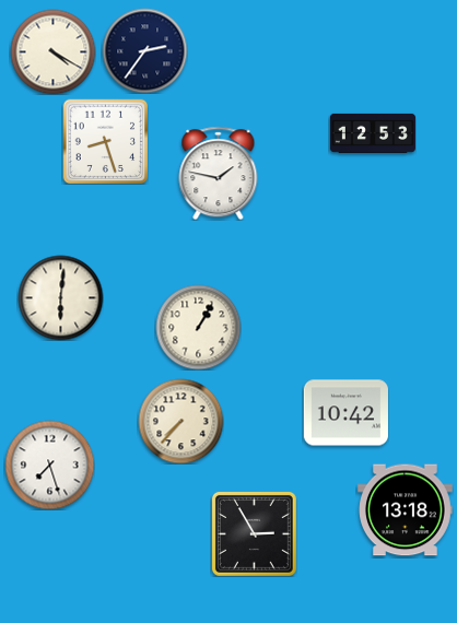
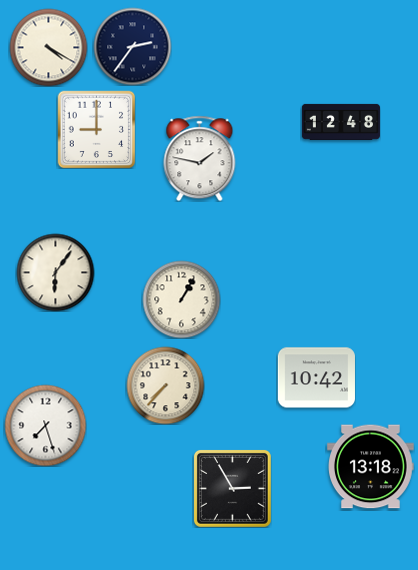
clock at (373, 133): 12:53 -> 12:48
clock at (105, 141): 8:27 -> 9:00
clock at (60, 297): 6:01 -> 6:06
